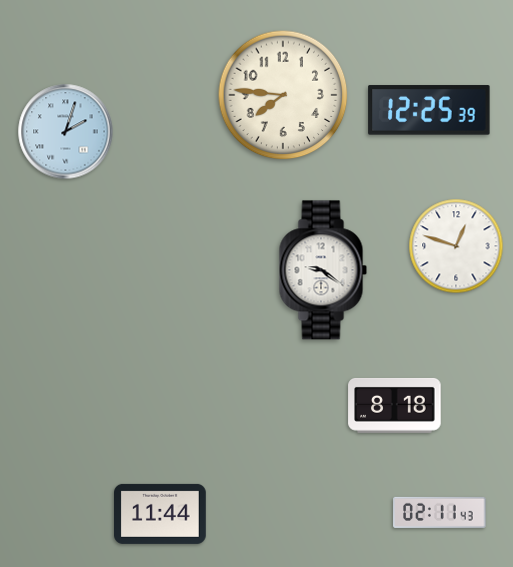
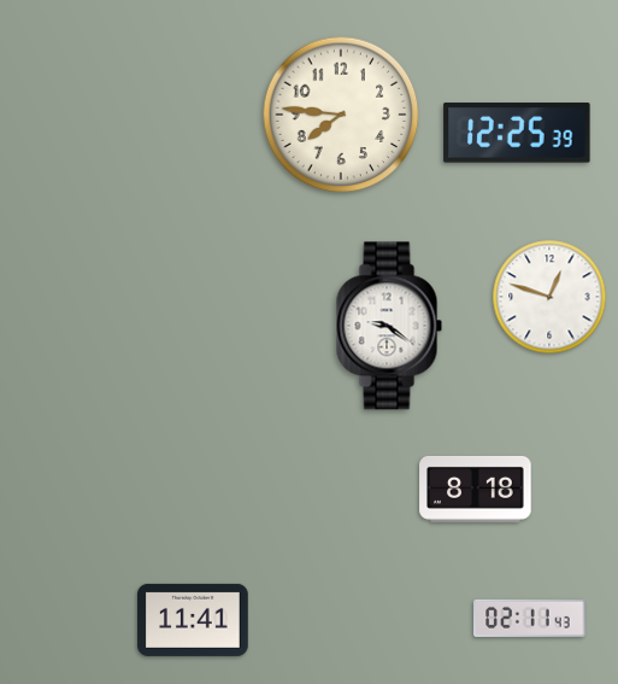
clock at (66, 132): 2:03 -> none
clock at (161, 514): 11:44 -> 11:41
